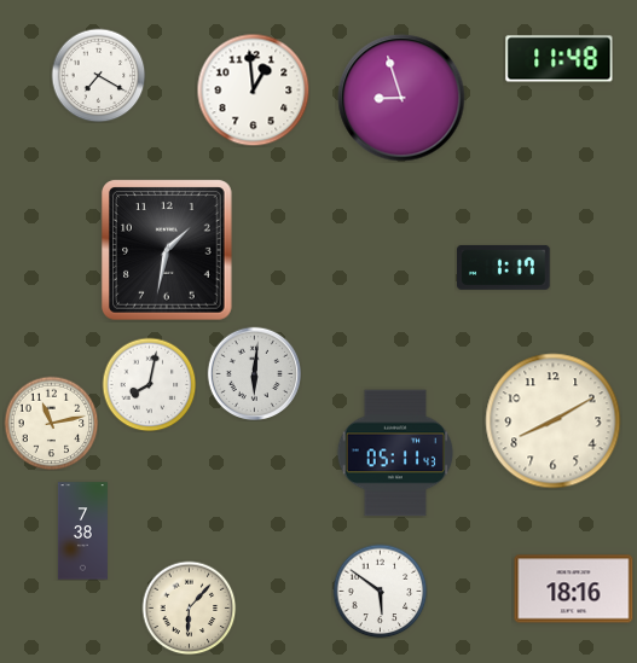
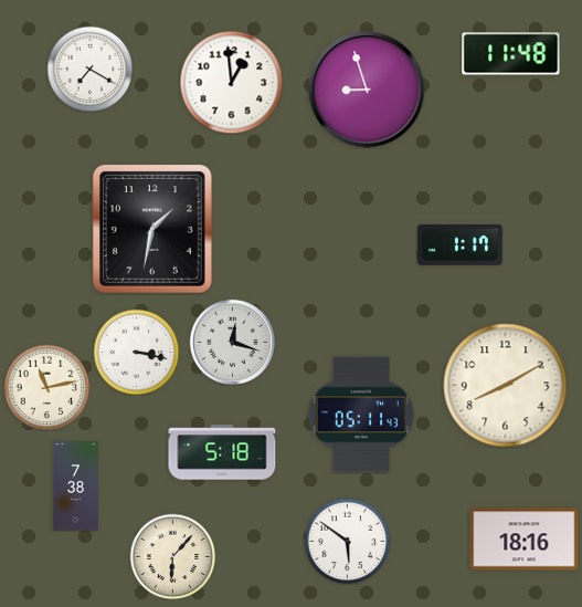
clock at (254, 373): 6:01 -> 12:18
clock at (149, 384): 8:02 -> 3:17
clock at (222, 452): none -> 5:18
